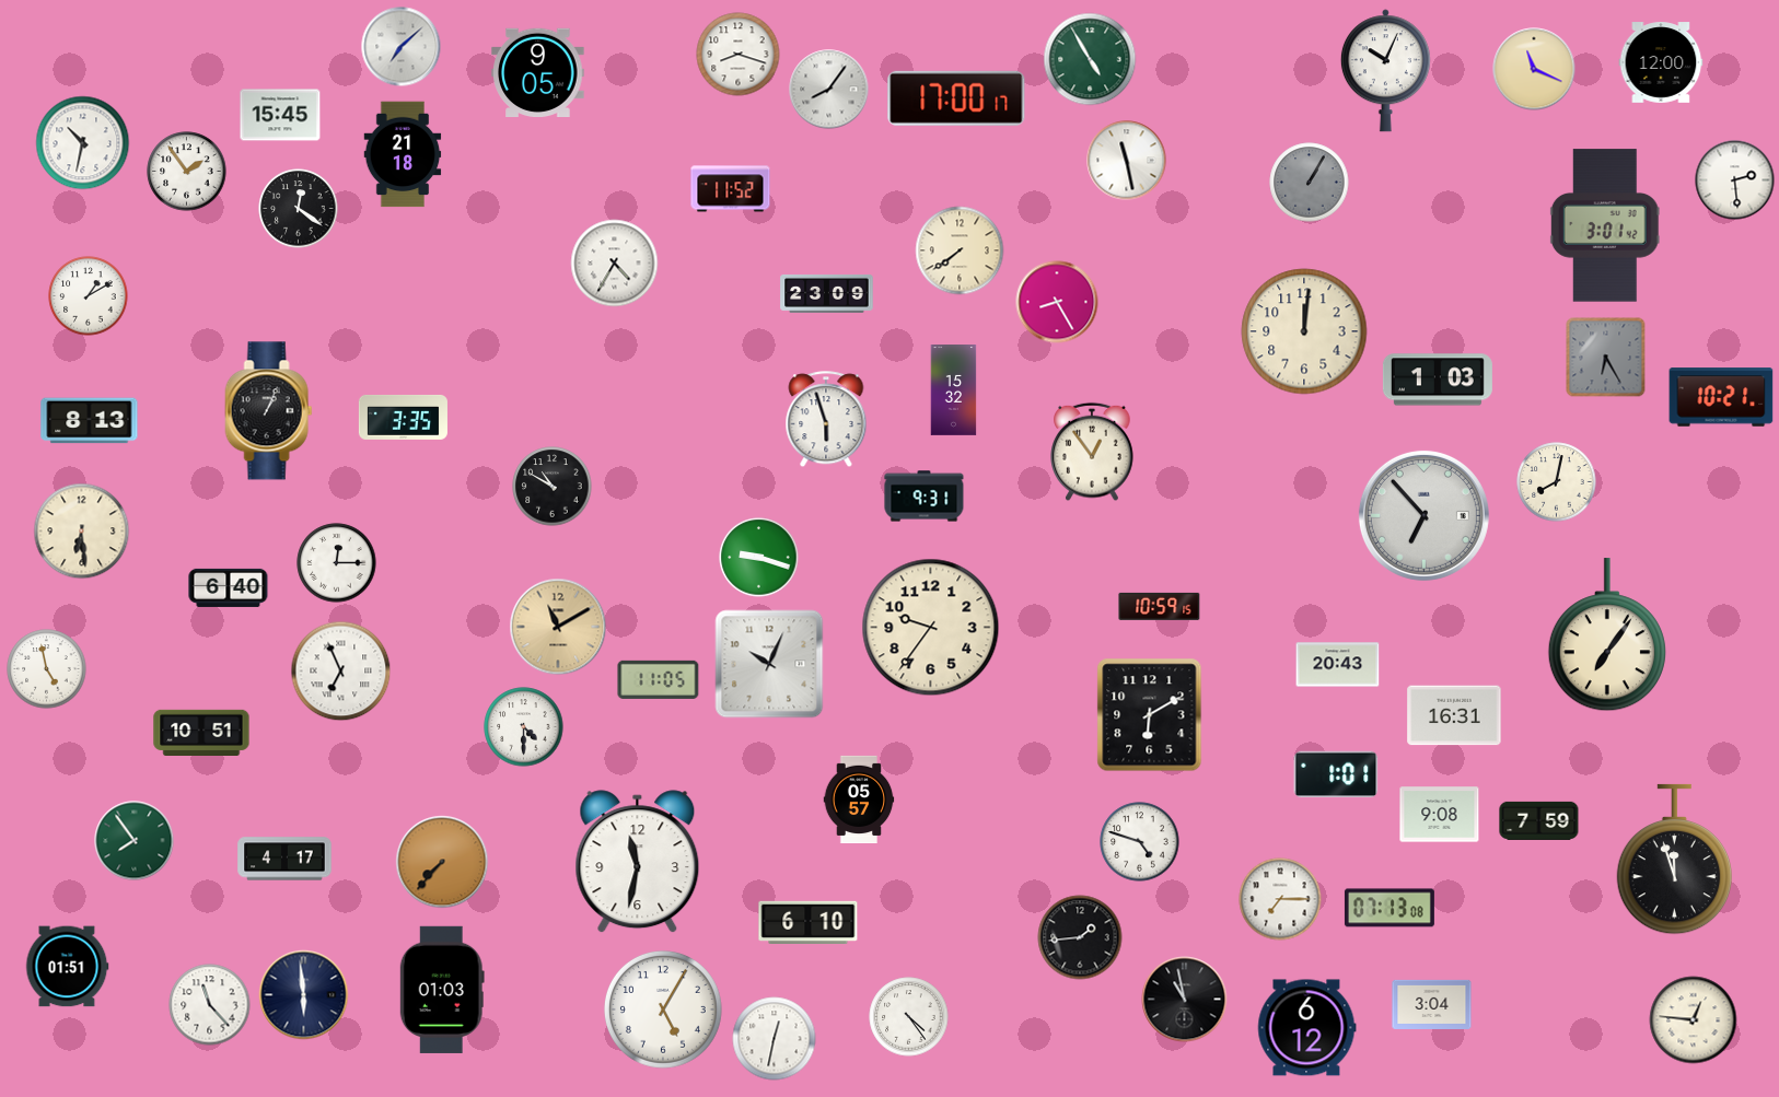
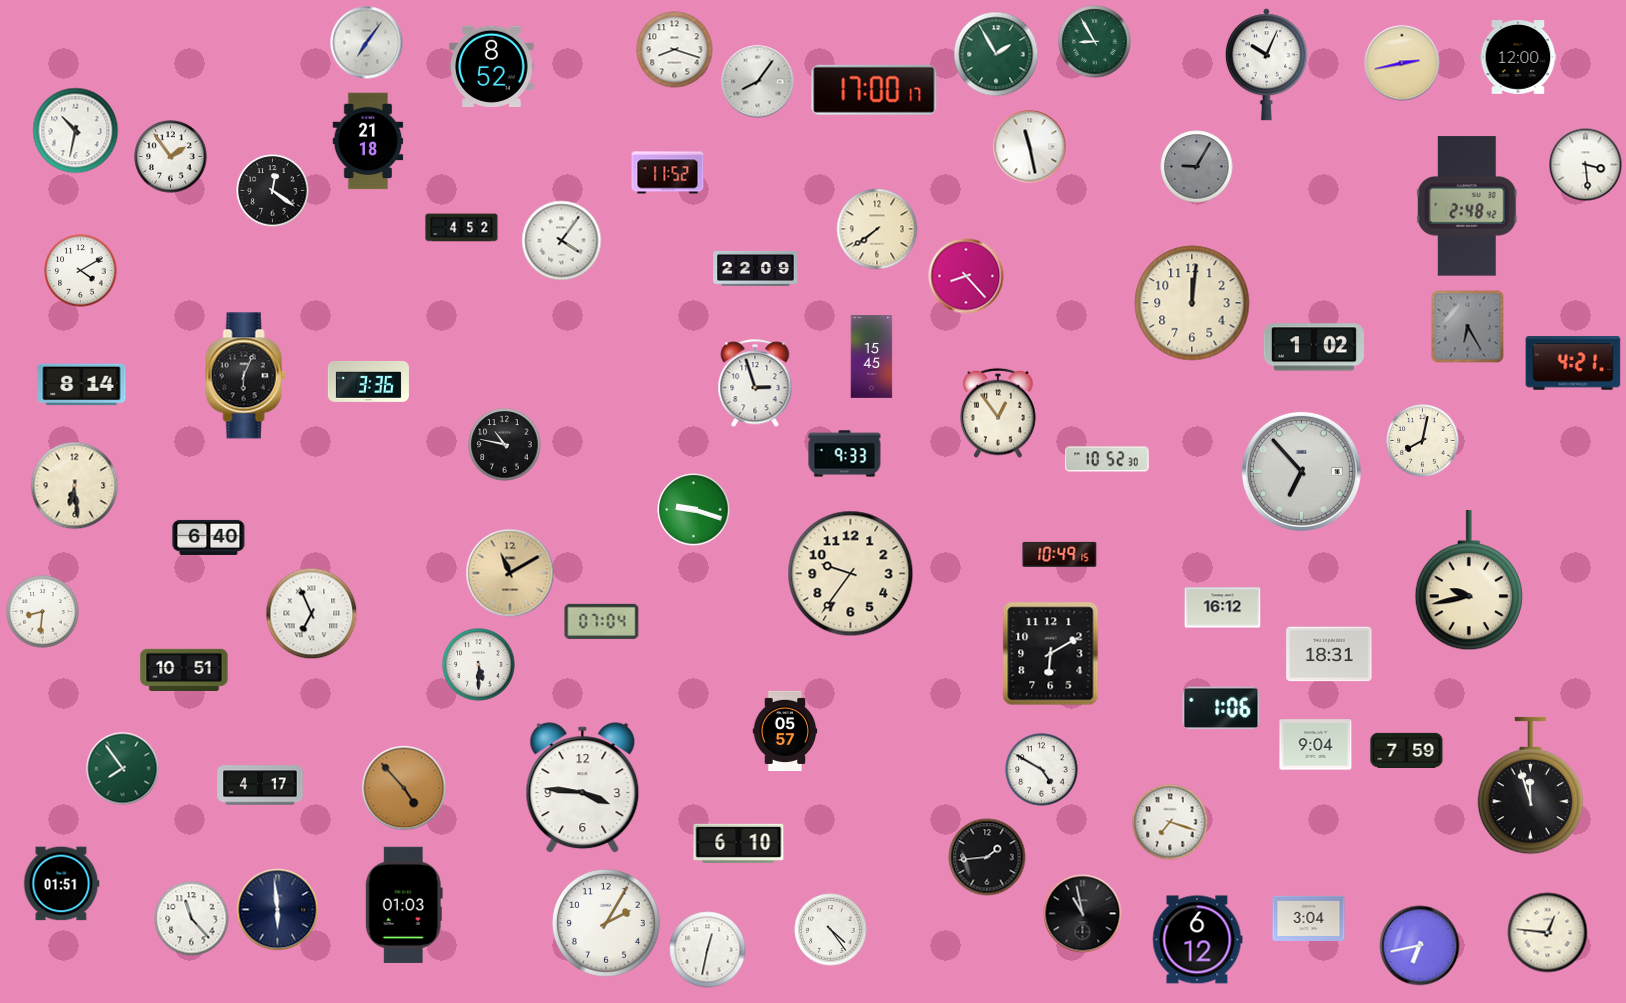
clock at (1095, 42): none -> 8:55
clock at (402, 47): 7:08 -> 7:06
clock at (1090, 59): 4:55 -> 1:55
clock at (1534, 69): 11:19 -> 2:43
clock at (538, 72): 9:05 -> 8:52
clock at (280, 115): 15:45 -> none
clock at (1735, 180): 2:29 -> 3:29
clock at (1310, 183): 1:05 -> 9:05
clock at (1605, 225): 3:01 -> 2:48
clock at (462, 228): none -> 4:52
clock at (615, 264): 4:35 -> 4:06
clock at (827, 293): 23:09 -> 22:09
clock at (89, 296): 1:10 -> 4:10
clock at (1057, 302): 8:25 -> 8:23
clock at (1438, 380): 1:03 -> 1:02
clock at (954, 390): 15:32 -> 15:45
clock at (1721, 397): 10:21 -> 4:21
clock at (269, 411): 1:04 -> 6:04
clock at (403, 417): 3:35 -> 3:36
clock at (826, 420): 5:57 -> 2:57
clock at (90, 421): 8:13 -> 8:14
clock at (553, 487): 10:50 -> 10:47
clock at (925, 497): 9:31 -> 9:33
clock at (1108, 459): none -> 10:52
clock at (337, 563): 12:15 -> none
clock at (1160, 606): 10:59 -> 10:49
clock at (1607, 635): 7:06 -> 9:43
clock at (769, 664): 10:04 -> none
clock at (1338, 665): 20:43 -> 16:12
clock at (47, 669): 4:58 -> 8:31
clock at (659, 679): 11:05 -> 07:04
clock at (1454, 715): 16:31 -> 18:31
clock at (524, 727): 4:30 -> 5:30
clock at (1336, 774): 1:01 -> 1:06
clock at (1440, 815): 9:08 -> 9:04
clock at (1140, 842): 4:48 -> 4:50
clock at (442, 862): 7:37 -> 4:53
clock at (638, 862): 11:32 -> 3:46
clock at (1280, 899): 7:15 -> 7:18
clock at (1390, 908): 07:13 -> none
clock at (663, 1010): 5:05 -> 2:05
clock at (1306, 1028) position: (1306, 1028) -> (1197, 940)
clock at (1420, 946): none -> 6:43
